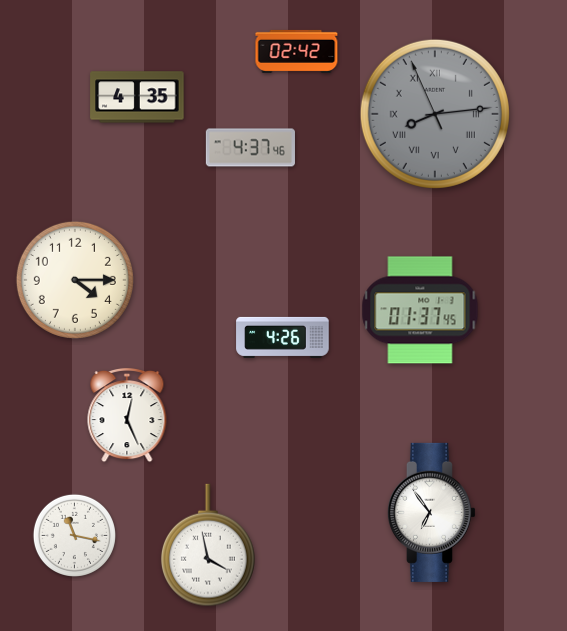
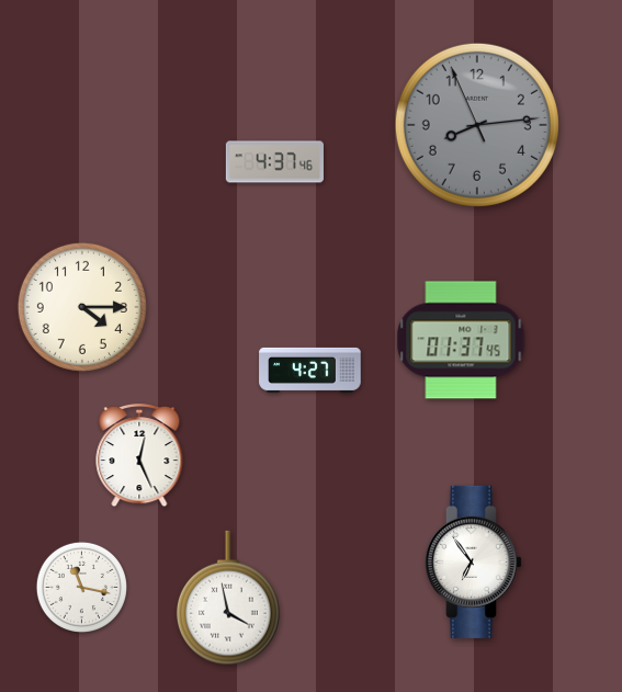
clock at (297, 51): 02:42 -> none
clock at (137, 97): 4:35 -> none
clock at (435, 114) numerals: Roman -> Arabic
clock at (283, 337): 4:26 -> 4:27
